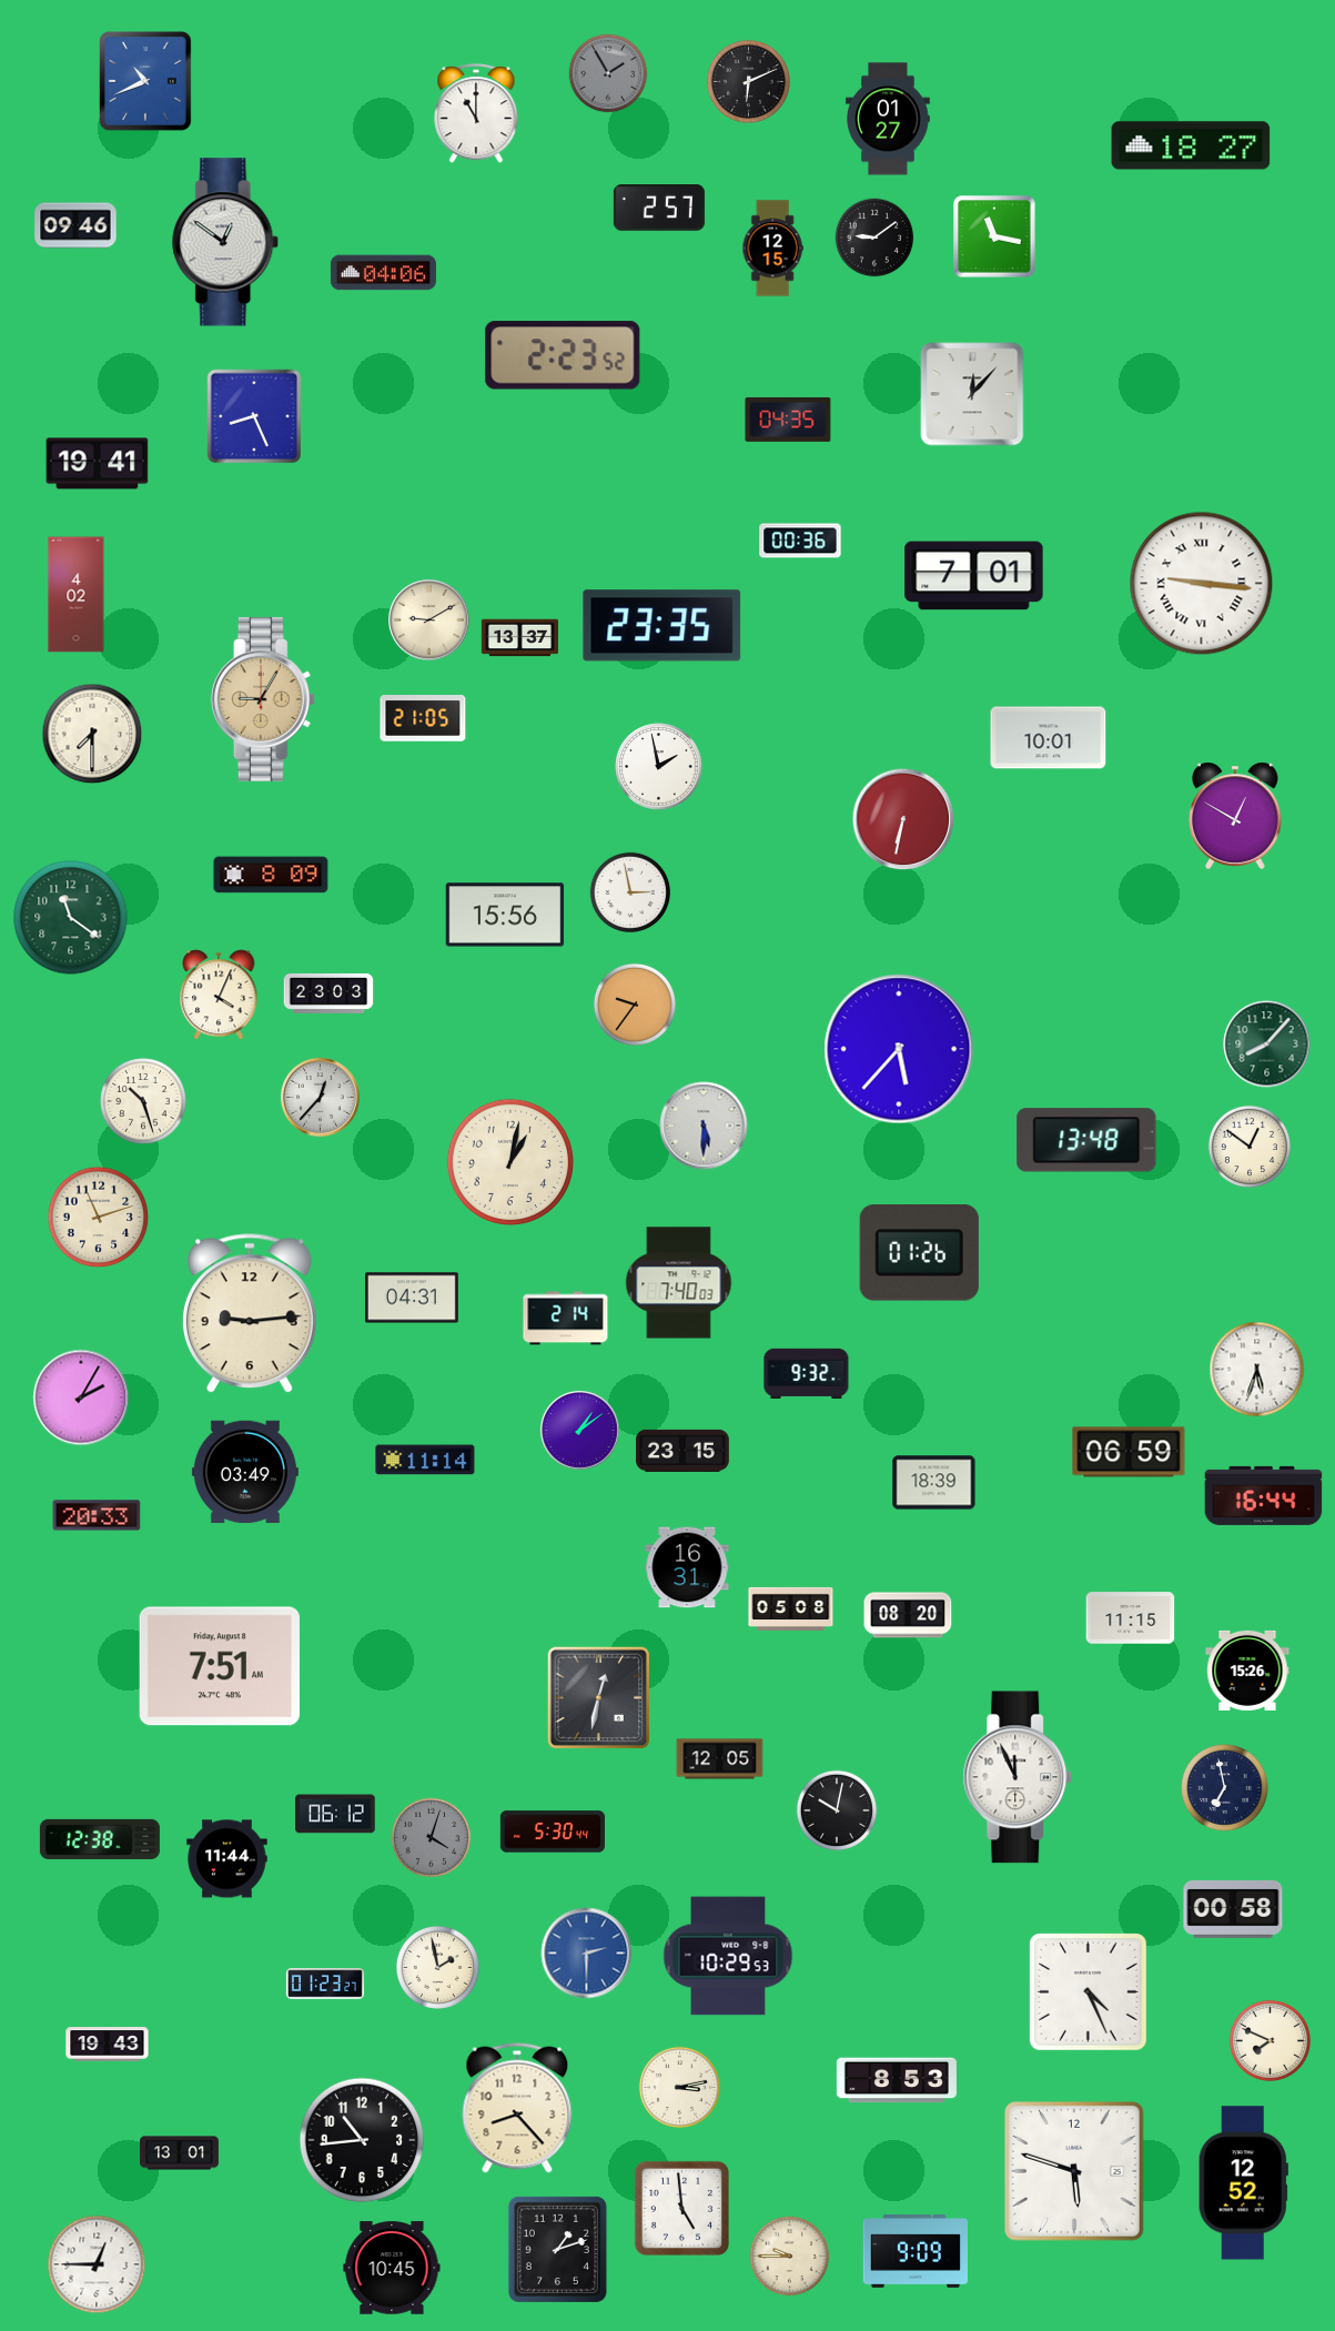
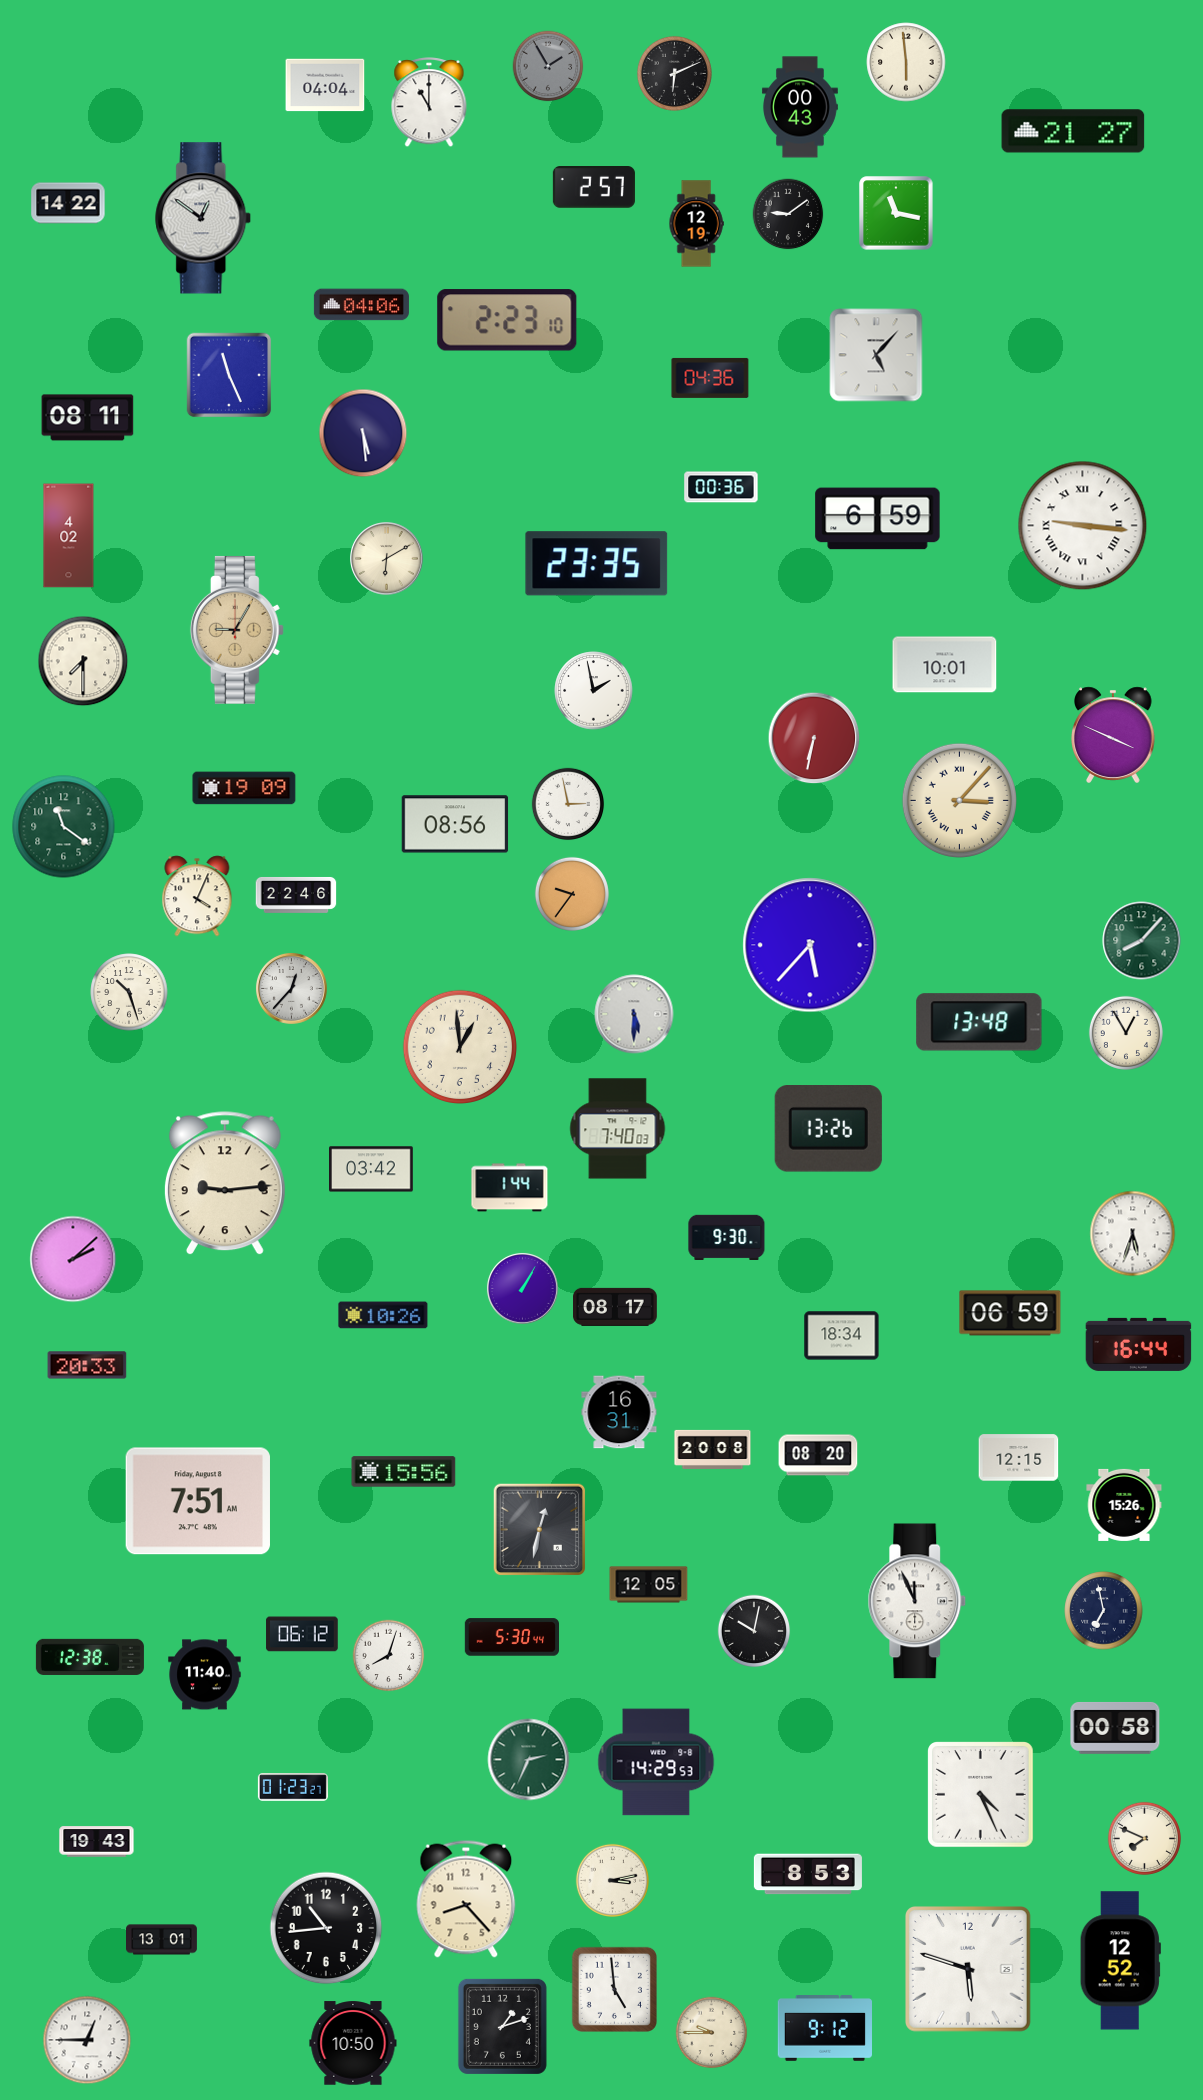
clock at (906, 62): none -> 5:59
clock at (146, 82): 10:41 -> none
clock at (325, 85): none -> 04:04
clock at (888, 119): 01:27 -> 00:43
clock at (1191, 145): 18:27 -> 21:27
clock at (75, 225): 09:46 -> 14:22
clock at (772, 249): 12:15 -> 12:19
clock at (383, 273) position: (383, 273) -> (361, 305)
clock at (563, 355): 2:23:52 -> 2:23:10
clock at (972, 394): 12:07 -> 5:07
clock at (254, 416): 8:26 -> 11:26
clock at (788, 420): 04:35 -> 04:36
clock at (98, 464): 19:41 -> 08:11
clock at (363, 433): none -> 5:29
clock at (974, 576): 7:01 -> 6:59
clock at (429, 620): 9:10 -> 6:10
clock at (519, 638): 13:37 -> none
clock at (423, 719): 21:05 -> none
clock at (1236, 816): 12:50 -> 3:49
clock at (271, 875): 8:09 -> 19:09
clock at (959, 800): none -> 3:07
clock at (505, 915): 15:56 -> 08:56
clock at (328, 993): 23:03 -> 22:46
clock at (635, 1005) position: (635, 1005) -> (572, 894)
clock at (321, 1098) position: (321, 1098) -> (292, 989)
clock at (1086, 1140) position: (1086, 1140) -> (979, 1022)
clock at (1250, 1147): 12:51 -> 12:55
clock at (509, 1161): 1:02 -> 12:59
clock at (99, 1218): 11:12 -> none
clock at (919, 1253): 01:26 -> 13:26
clock at (679, 1283) position: (679, 1283) -> (618, 1129)
clock at (413, 1298): 04:31 -> 03:42
clock at (566, 1319): 2:14 -> 1:44
clock at (807, 1373): 9:32 -> 9:30
clock at (81, 1397): 2:05 -> 2:08
clock at (580, 1431): 1:09 -> 1:05
clock at (684, 1451): 23:15 -> 08:17
clock at (1129, 1452) position: (1129, 1452) -> (1010, 1313)
clock at (425, 1460): 11:14 -> 10:26
clock at (245, 1472): 03:49 -> none
clock at (934, 1483): 18:39 -> 18:34
clock at (1264, 1495) position: (1264, 1495) -> (1139, 1344)
clock at (791, 1608): 05:08 -> 20:08
clock at (1131, 1618): 11:15 -> 12:15
clock at (404, 1472): none -> 15:56
clock at (552, 1832) position: (552, 1832) -> (511, 1637)
clock at (432, 1838): 4:03 -> 8:03
clock at (432, 1838) dial: grey -> white
clock at (227, 1859): 11:44 -> 11:40
clock at (1233, 1909) position: (1233, 1909) -> (1115, 1728)
clock at (587, 1954): 2:30 -> 2:34
clock at (587, 1954) dial: blue -> green
clock at (728, 1956): 10:29 -> 14:29
clock at (437, 1967): 1:58 -> none
clock at (1075, 2172) position: (1075, 2172) -> (969, 1970)
clock at (1243, 2183) position: (1243, 2183) -> (1120, 1961)
clock at (914, 2252): 9:09 -> 9:12
clock at (392, 2268): 10:45 -> 10:50
